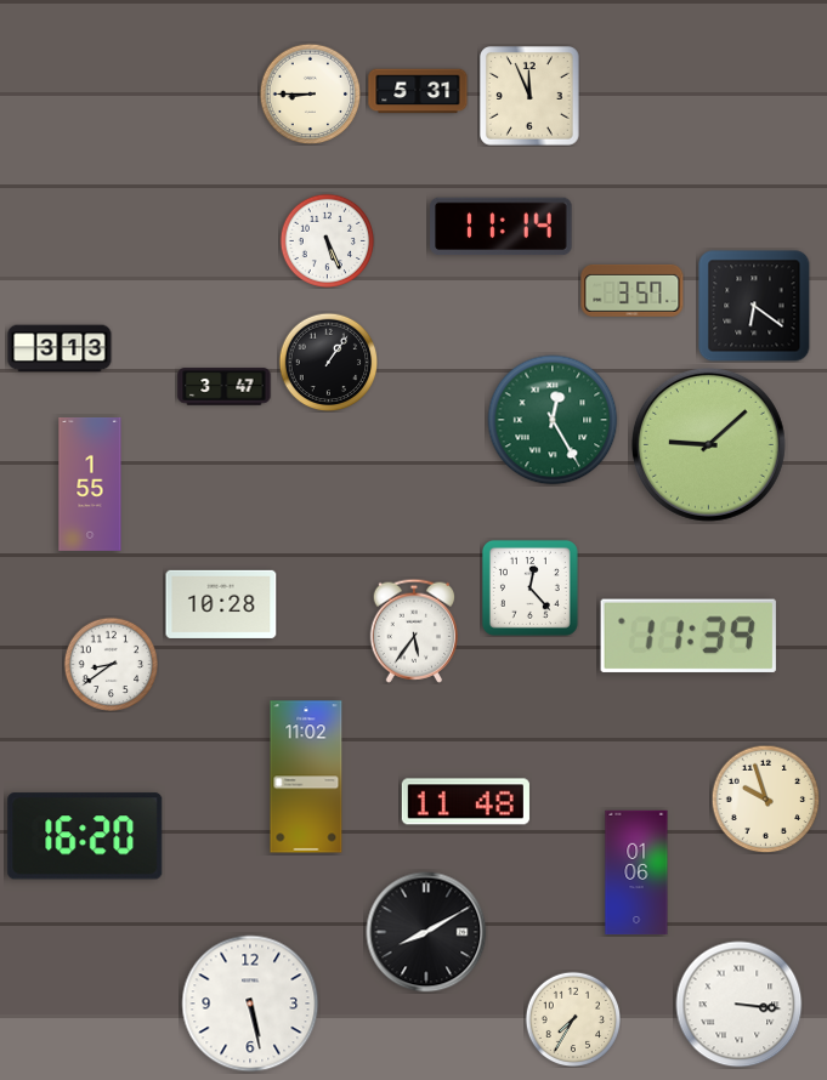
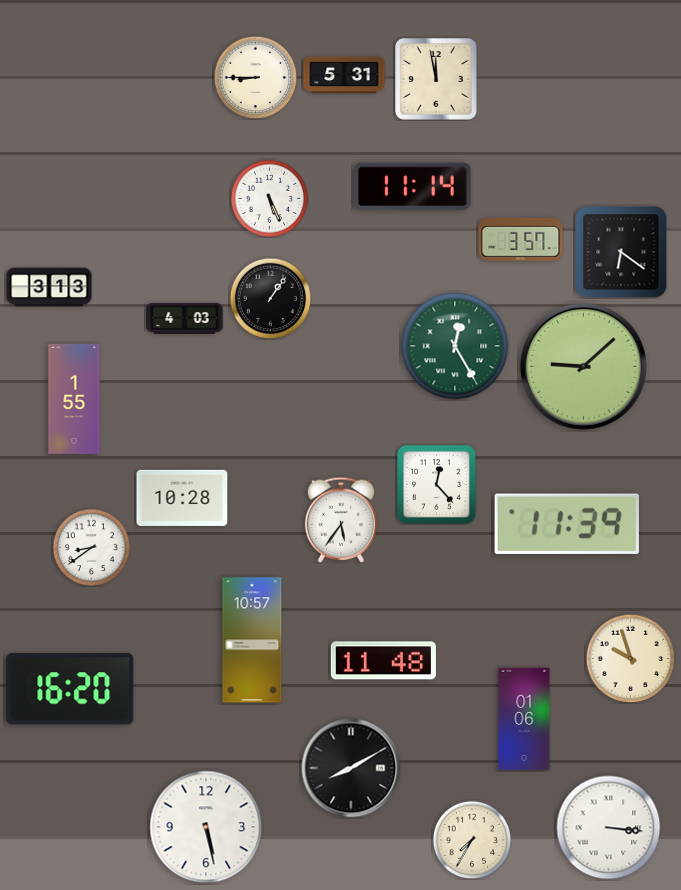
clock at (531, 97): 11:56 -> 11:58
clock at (225, 387): 3:47 -> 4:03
clock at (306, 777): 11:02 -> 10:57
